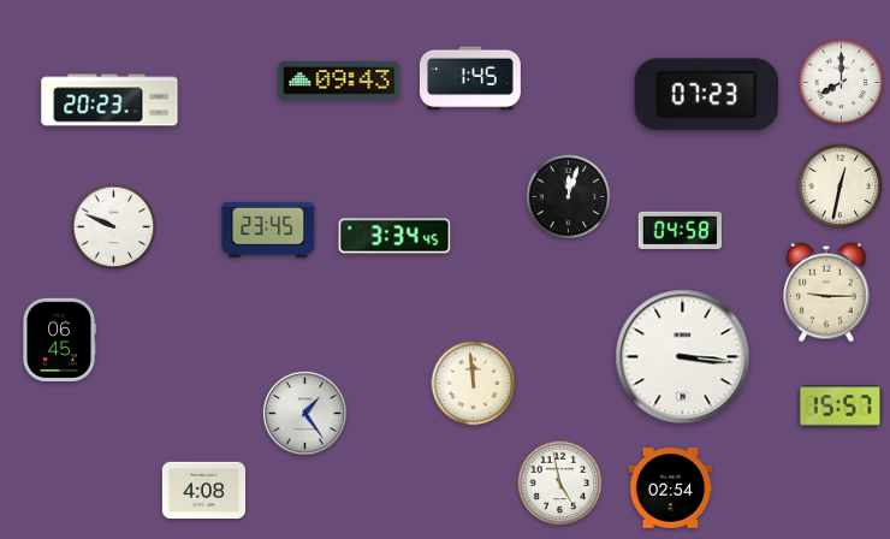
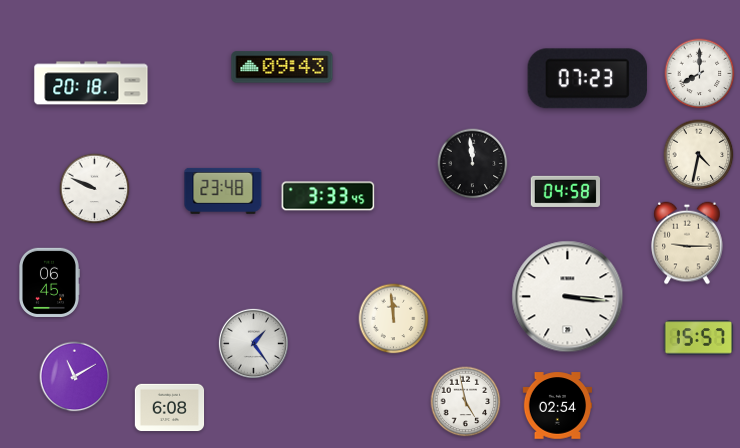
clock at (470, 78): 1:45 -> none
clock at (842, 83) position: (842, 83) -> (700, 74)
clock at (109, 100): 20:23 -> 20:18
clock at (841, 186): 12:32 -> 4:32
clock at (569, 197): 12:03 -> 11:59
clock at (268, 230): 23:45 -> 23:48
clock at (394, 236): 3:34 -> 3:33
clock at (75, 377): none -> 11:10
clock at (204, 491): 4:08 -> 6:08
